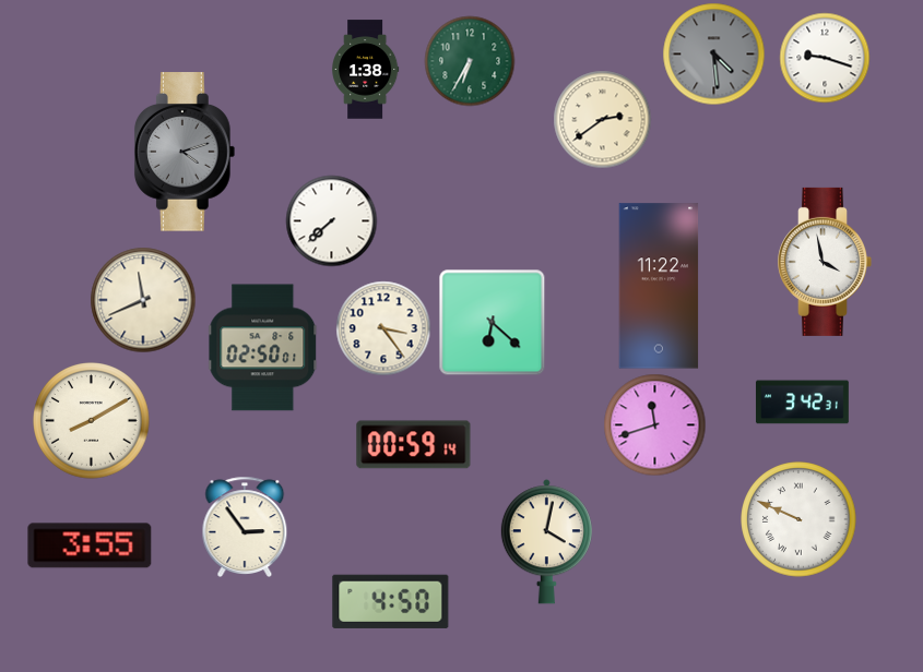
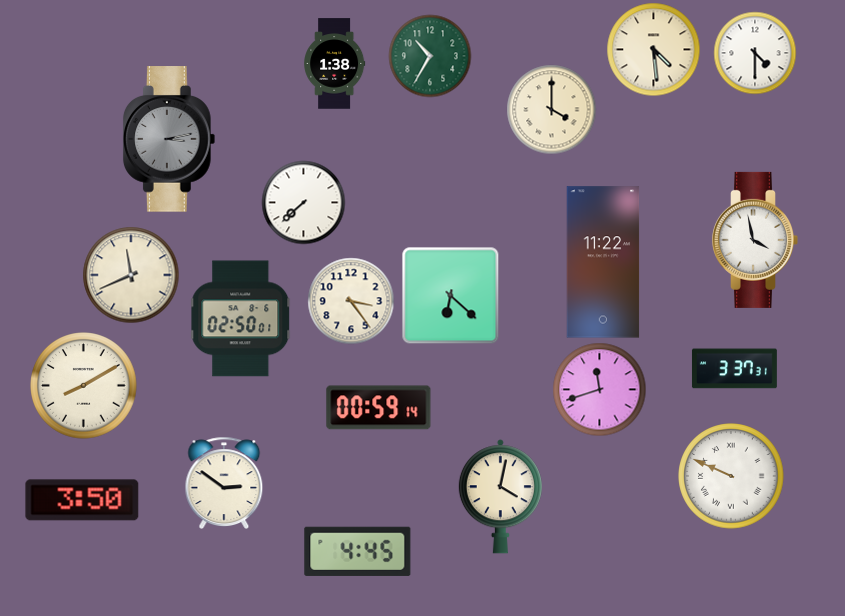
clock at (713, 53) dial: grey -> cream
clock at (825, 58): 9:18 -> 4:30
clock at (470, 61): 6:35 -> 10:35
clock at (602, 119): 2:39 -> 4:00
clock at (185, 152): 4:12 -> 3:13
clock at (802, 403): 3:42 -> 3:37
clock at (245, 527): 2:54 -> 2:51
clock at (90, 545): 3:55 -> 3:50
clock at (391, 601): 4:50 -> 4:45
